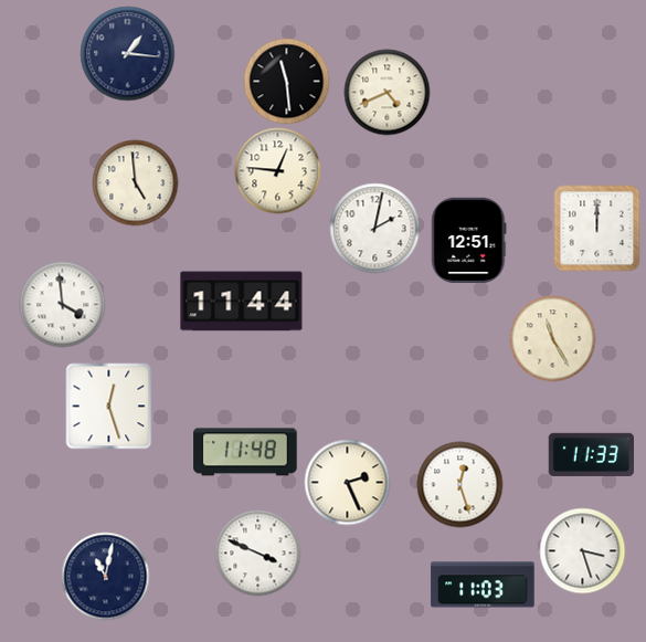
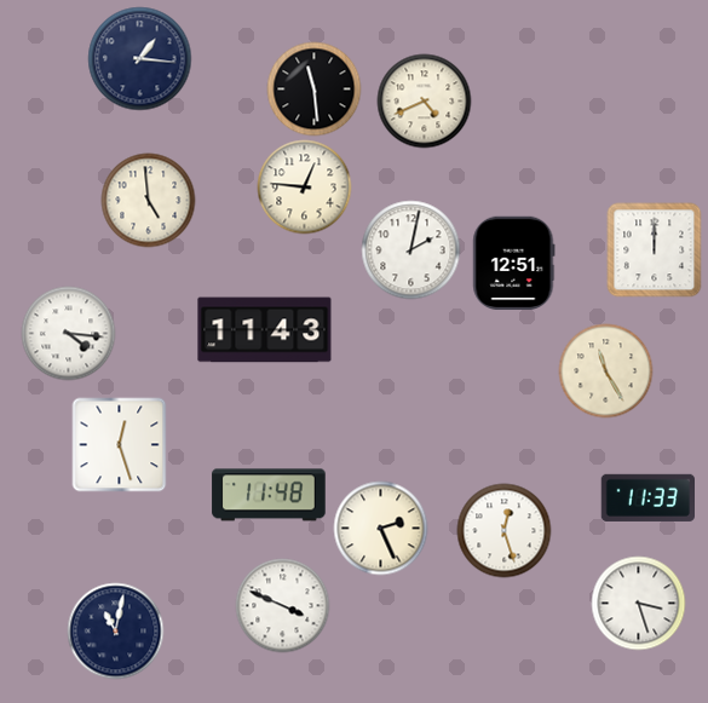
clock at (242, 302): 11:44 -> 11:43
clock at (62, 304): 3:59 -> 4:16
clock at (483, 585): 11:03 -> none
